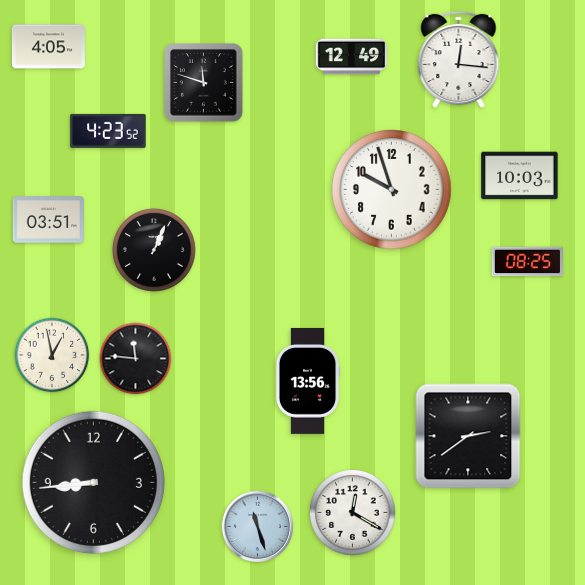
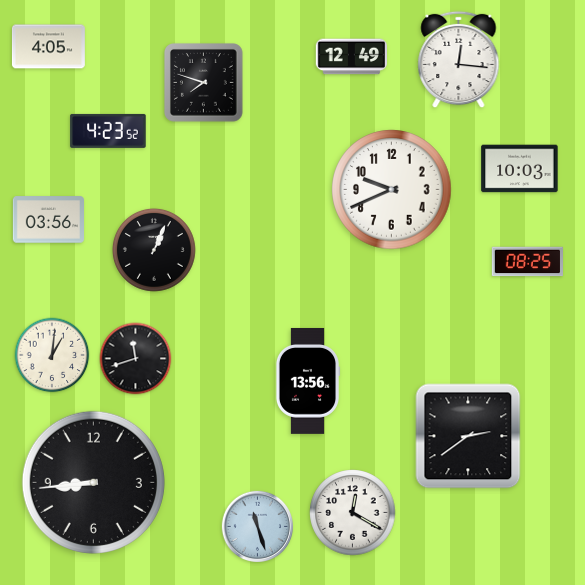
clock at (204, 83): 11:48 -> 7:48
clock at (520, 176) position: (520, 176) -> (520, 169)
clock at (392, 190): 9:57 -> 9:41
clock at (48, 220): 03:51 -> 03:56
clock at (52, 355): 12:58 -> 1:01
clock at (136, 359): 11:46 -> 11:42
